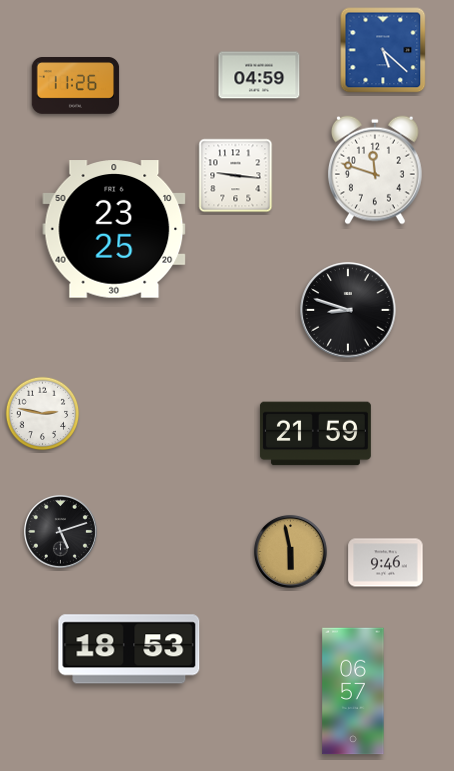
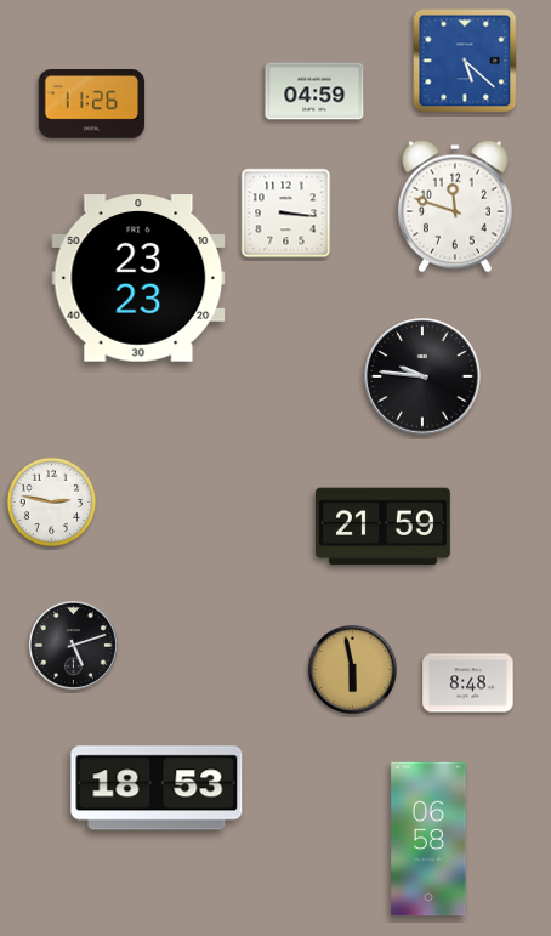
clock at (236, 176): 9:16 -> 3:16
clock at (114, 229): 23:25 -> 23:23
clock at (348, 310): 8:48 -> 9:46
clock at (386, 563): 9:46 -> 8:48
clock at (353, 691): 06:57 -> 06:58
